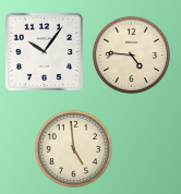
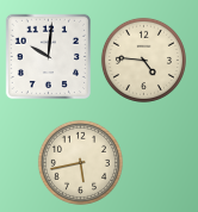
clock at (44, 51): 10:06 -> 10:01
clock at (73, 148): 4:59 -> 5:43
